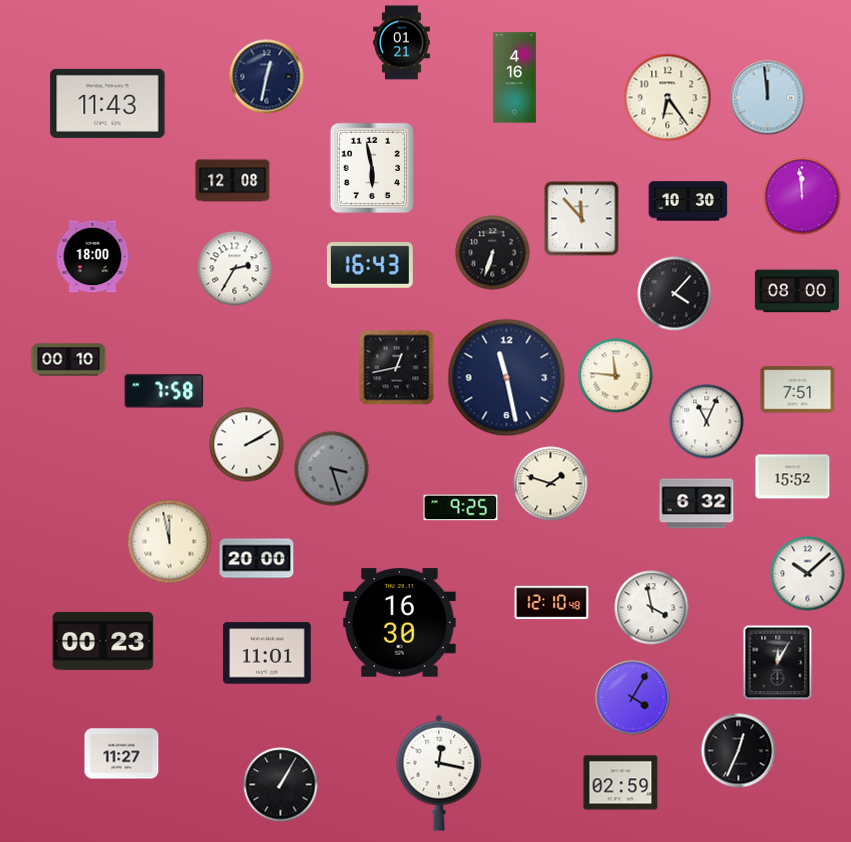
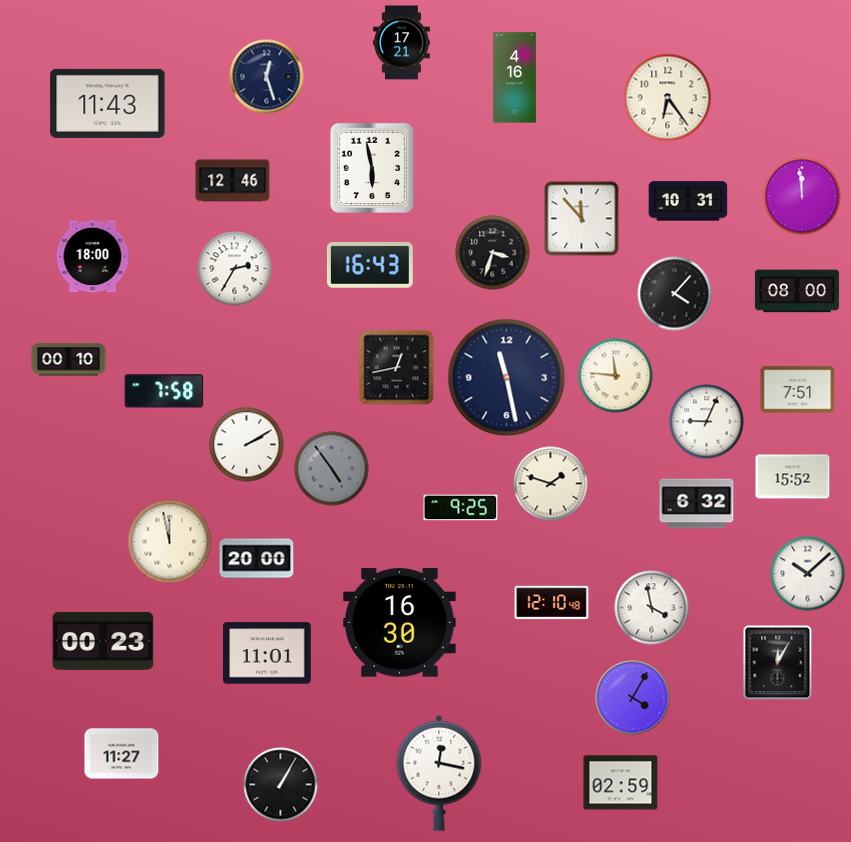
clock at (402, 43): 01:21 -> 17:21
clock at (267, 77): 12:32 -> 12:27
clock at (768, 98): 11:59 -> none
clock at (233, 181): 12:08 -> 12:46
clock at (688, 201): 10:30 -> 10:31
clock at (493, 253): 6:33 -> 3:33
clock at (707, 422): 11:04 -> 9:04
clock at (332, 469): 3:27 -> 4:54
clock at (739, 751): 12:34 -> none
